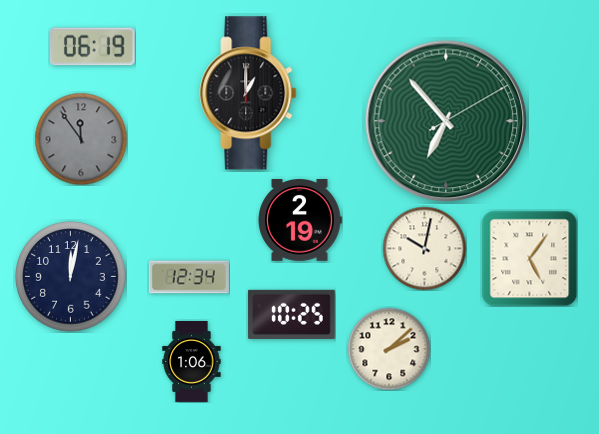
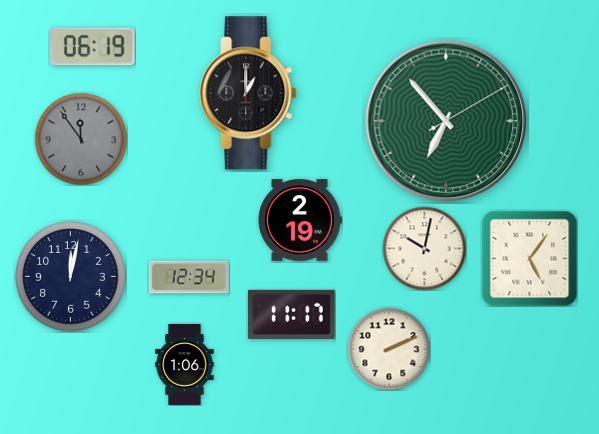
clock at (292, 314): 10:25 -> 11:17
clock at (389, 349): 2:08 -> 2:11
clock at (192, 361) position: (192, 361) -> (185, 364)
